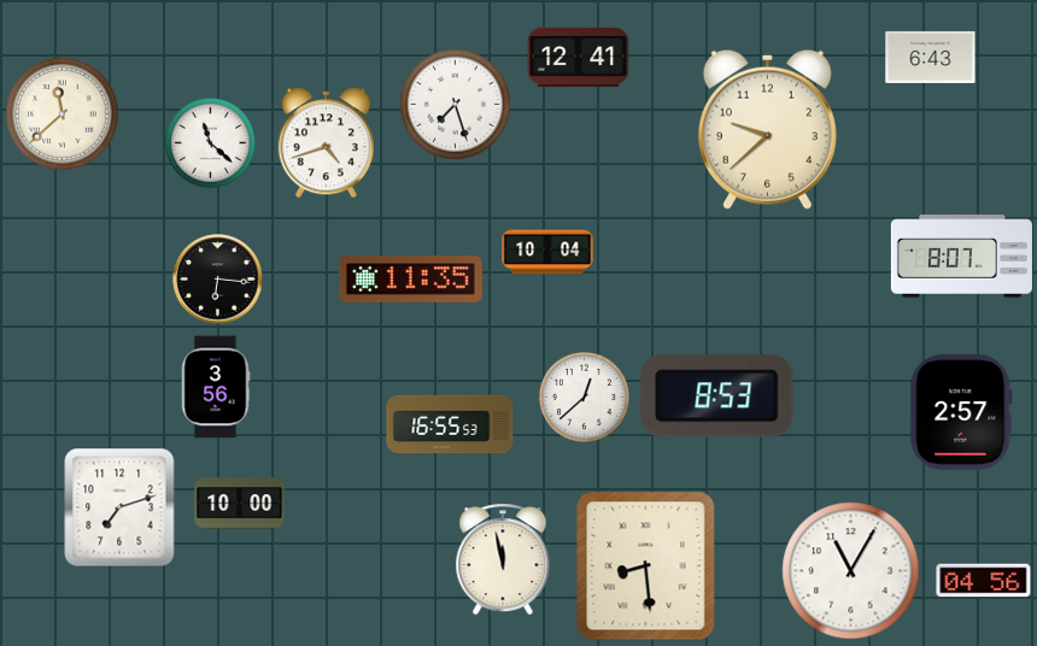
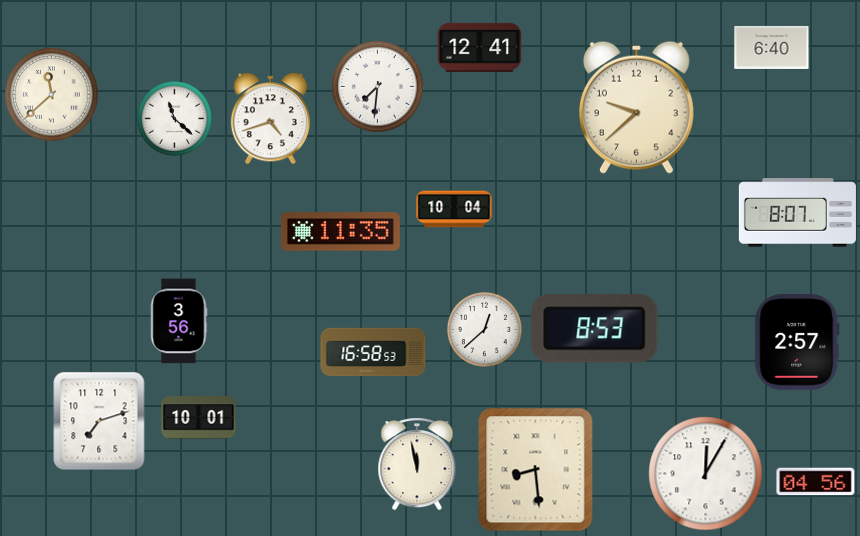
clock at (931, 57): 6:43 -> 6:40
clock at (456, 105): 7:27 -> 7:31
clock at (218, 280): 6:16 -> none
clock at (450, 424): 16:55 -> 16:58
clock at (240, 504): 10:00 -> 10:01
clock at (851, 571): 11:05 -> 12:05
